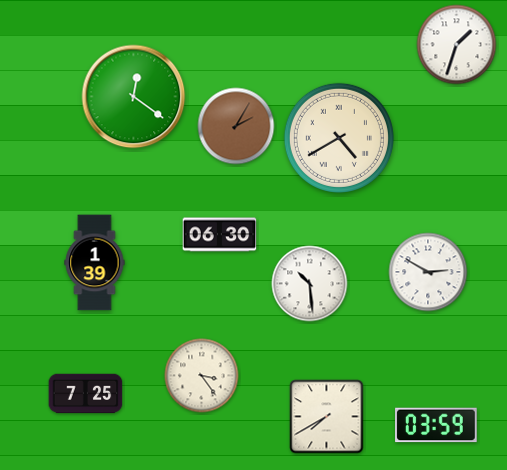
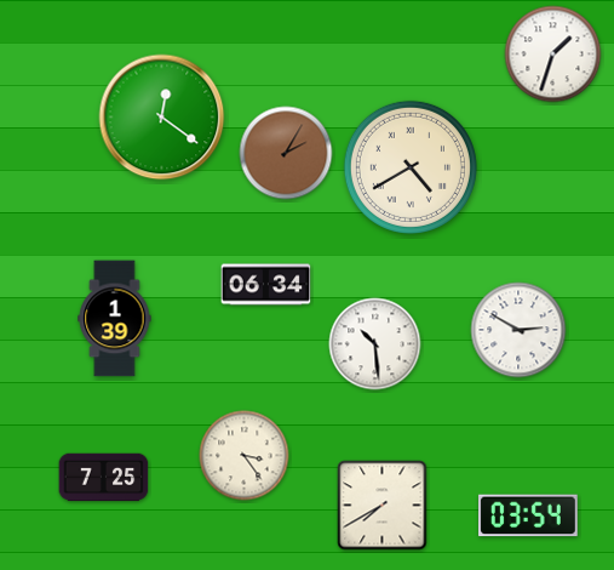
clock at (220, 235): 06:30 -> 06:34
clock at (327, 417) position: (327, 417) -> (383, 506)
clock at (436, 425): 03:59 -> 03:54
